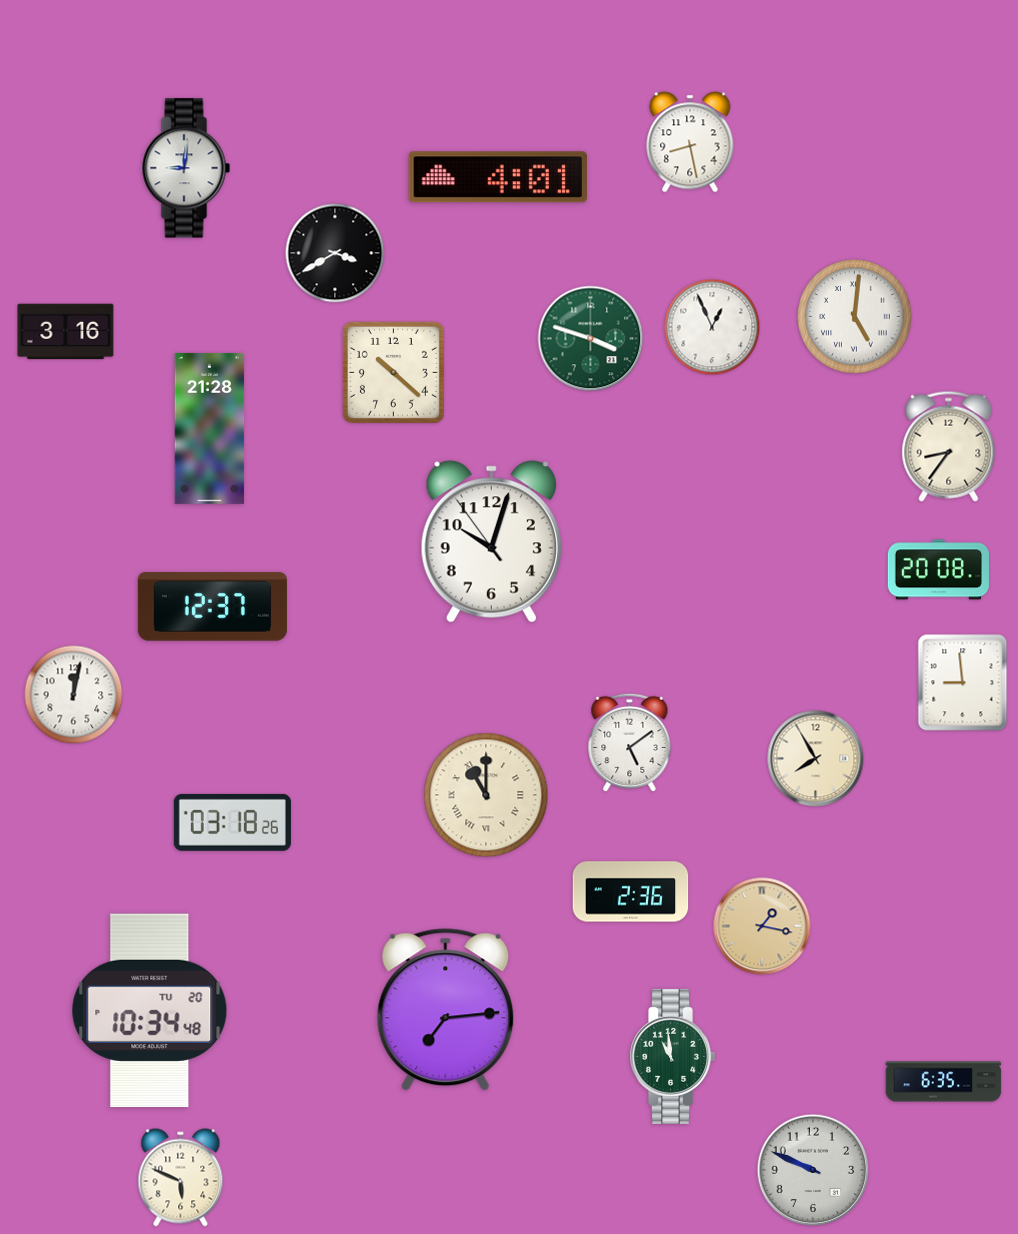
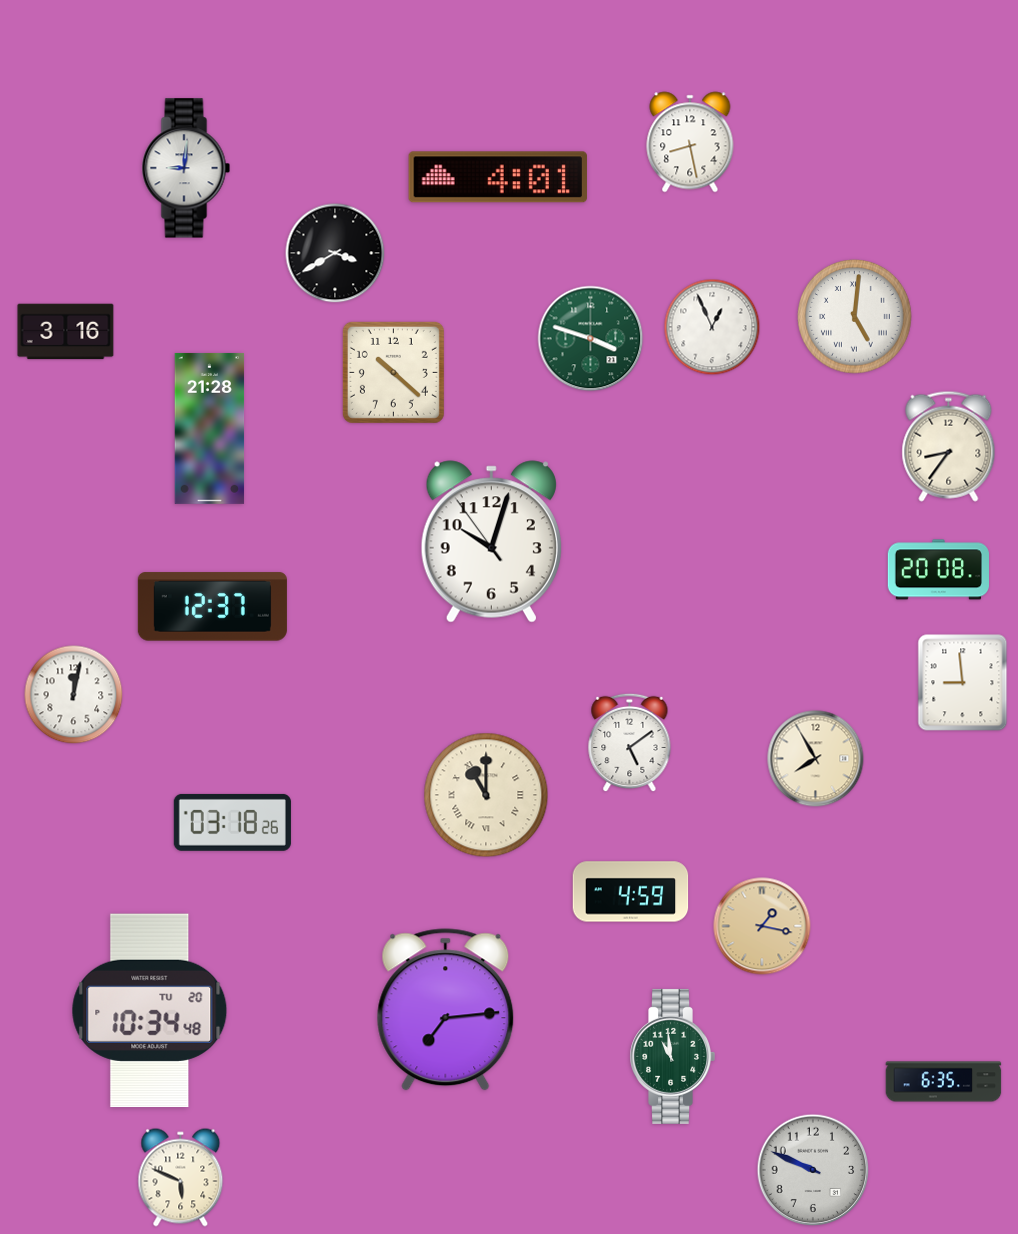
clock at (631, 892): 2:36 -> 4:59
